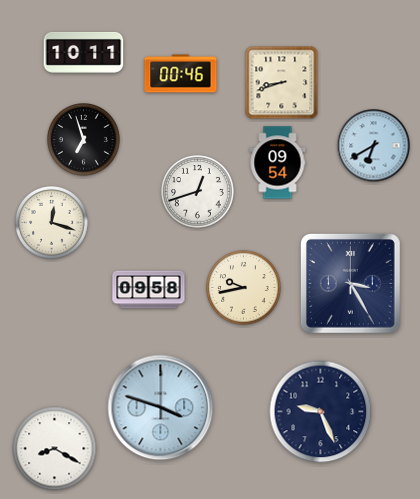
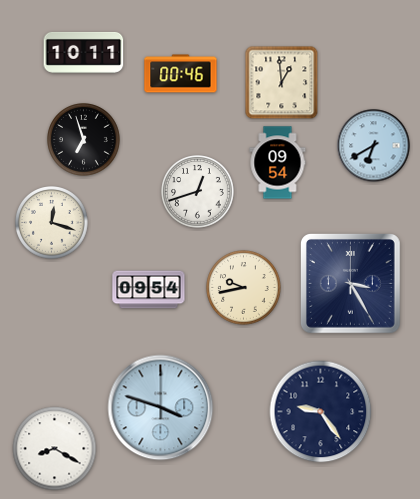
clock at (282, 83): 8:42 -> 12:59
clock at (149, 290): 09:58 -> 09:54
clock at (321, 412): 9:26 -> 9:24
